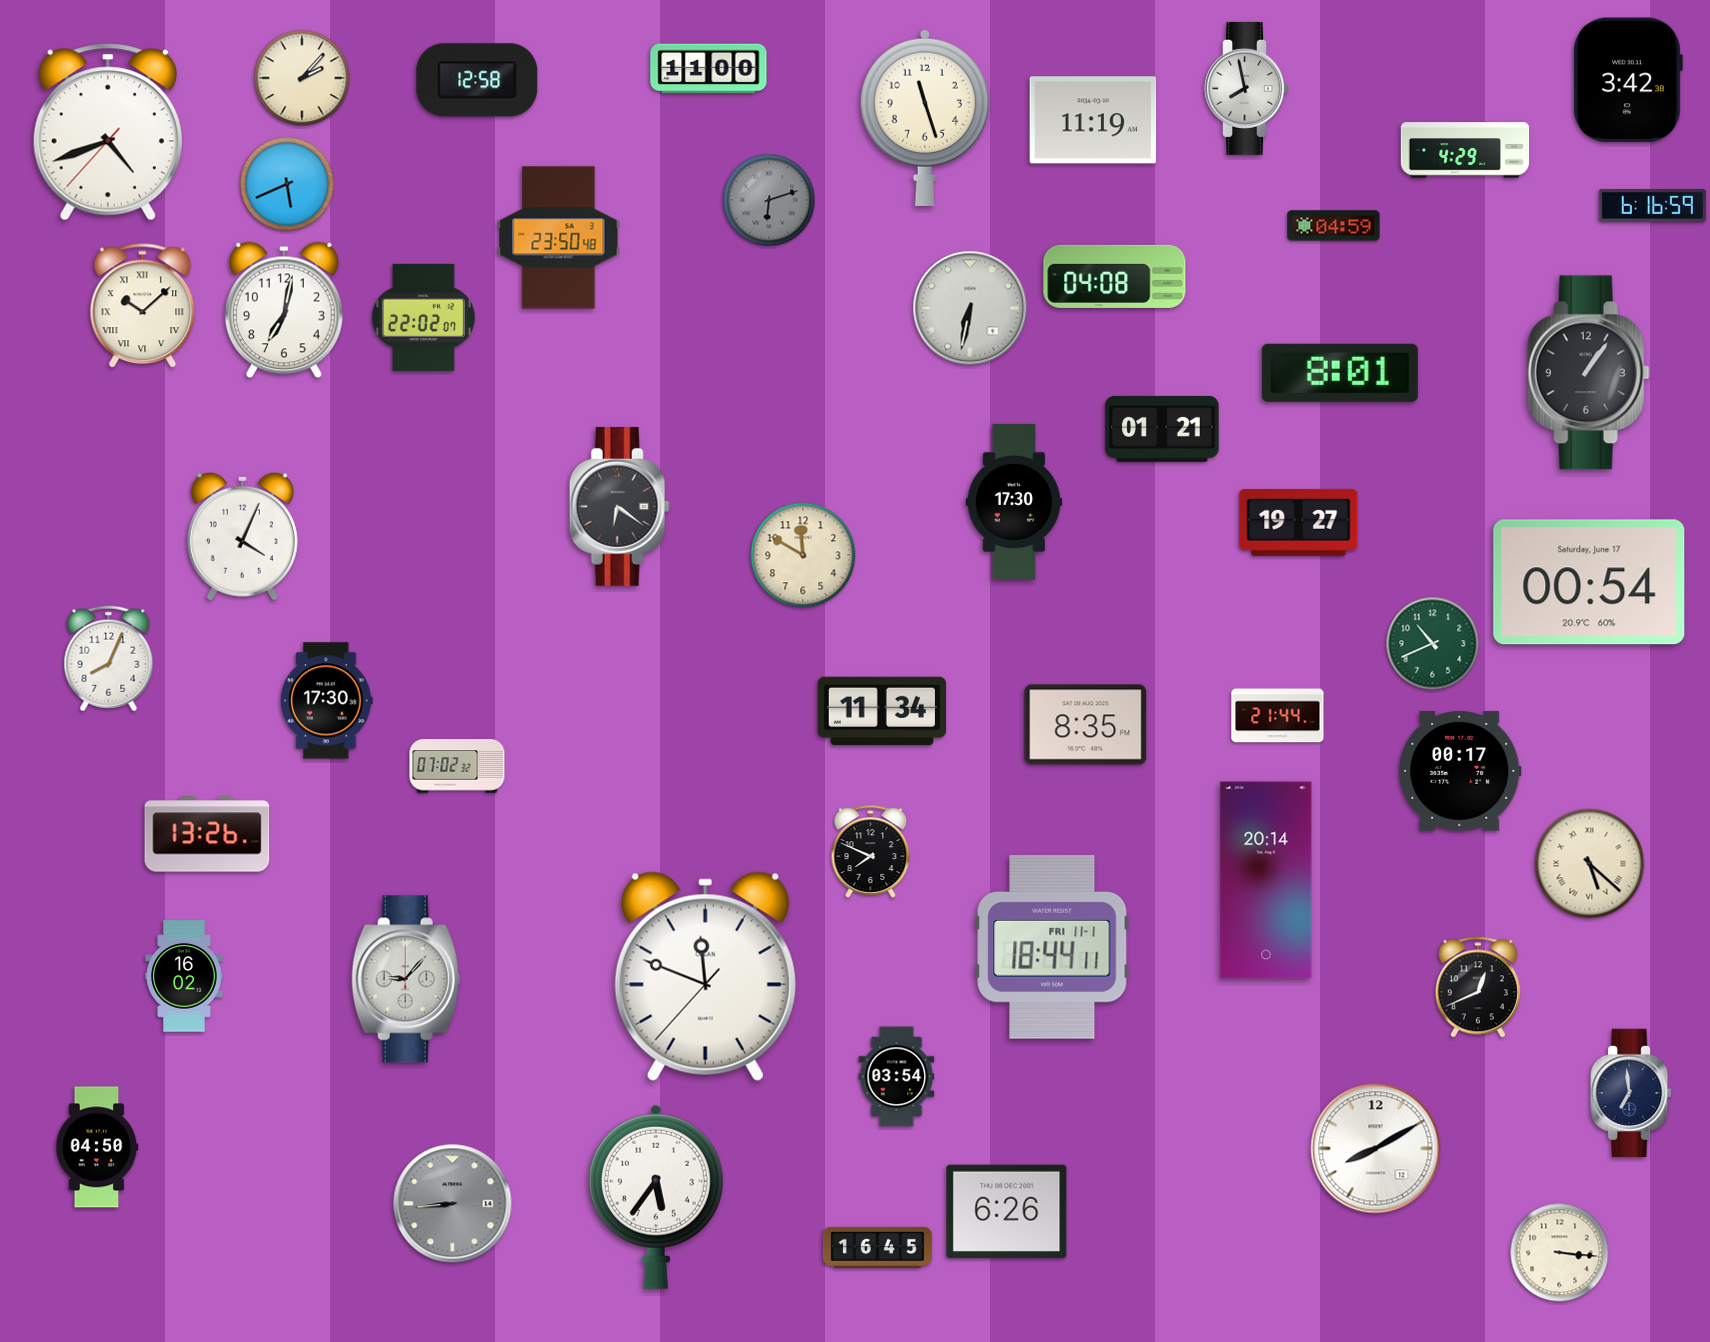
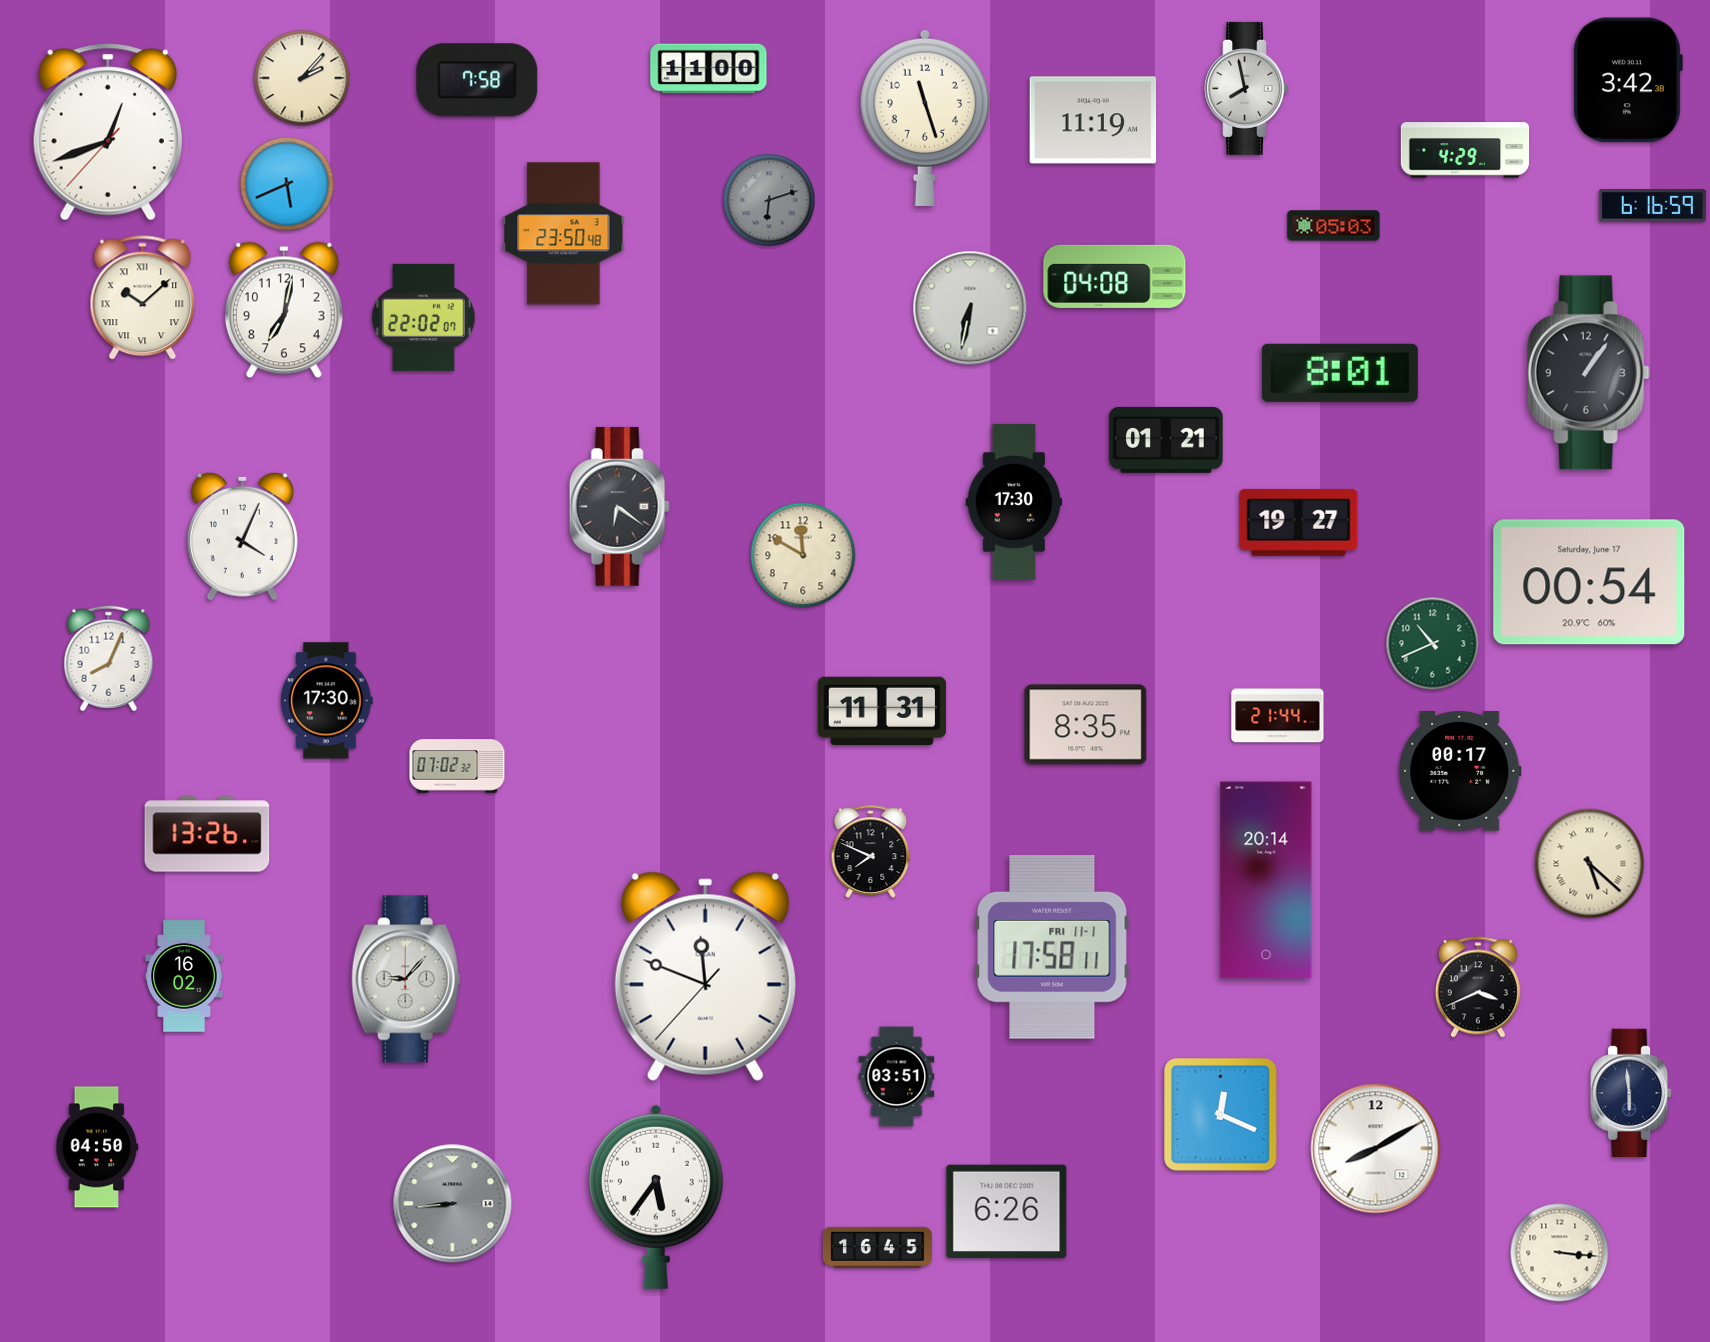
clock at (477, 80): 12:58 -> 7:58
clock at (108, 132): 4:41 -> 12:41
clock at (1334, 226): 04:59 -> 05:03
clock at (559, 238) position: (559, 238) -> (564, 234)
clock at (143, 306) position: (143, 306) -> (143, 298)
clock at (1162, 429) position: (1162, 429) -> (1166, 440)
clock at (881, 710): 11:34 -> 11:31
clock at (1052, 947): 18:44 -> 17:58
clock at (1478, 987): 12:41 -> 3:41
clock at (897, 1077): 03:54 -> 03:51
clock at (1631, 1093): 6:59 -> 5:59
clock at (1221, 1115): none -> 12:19
